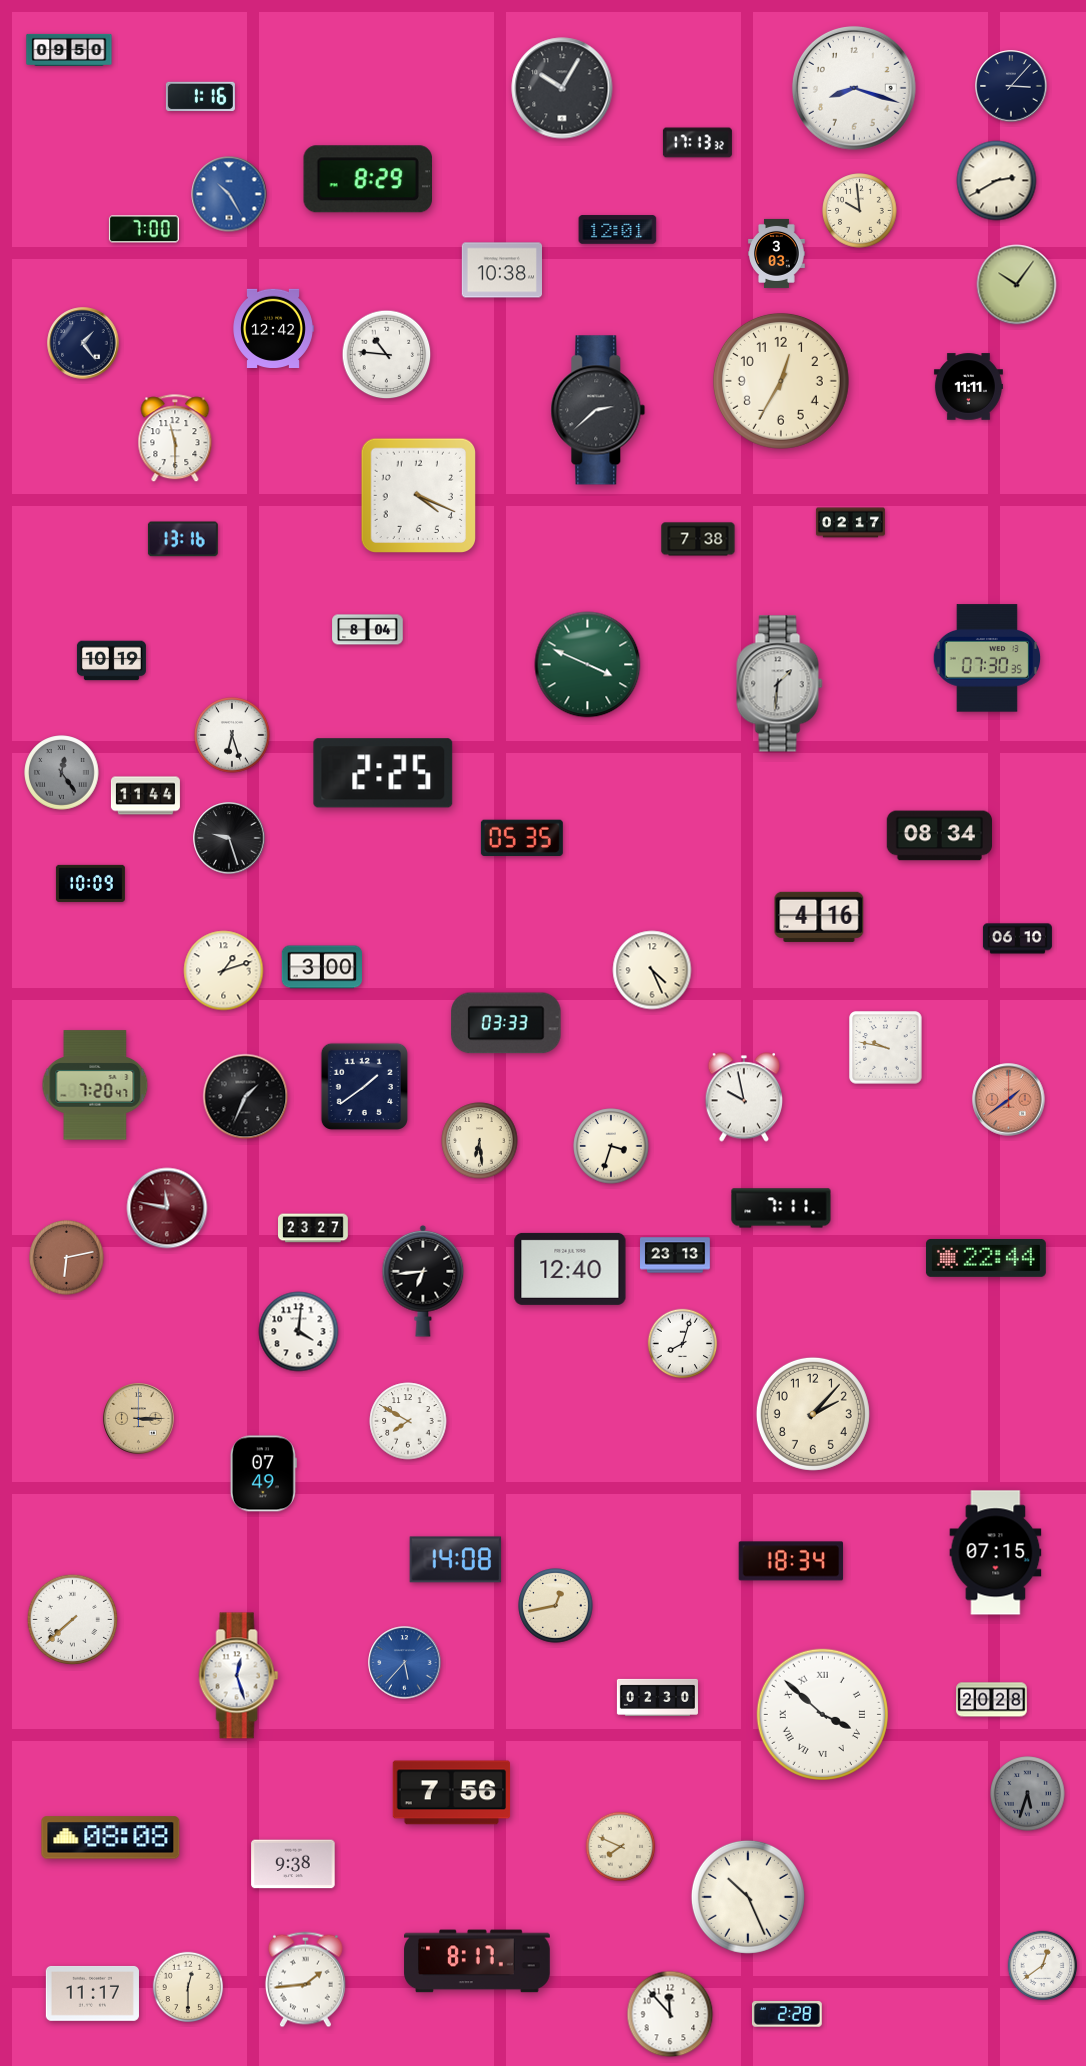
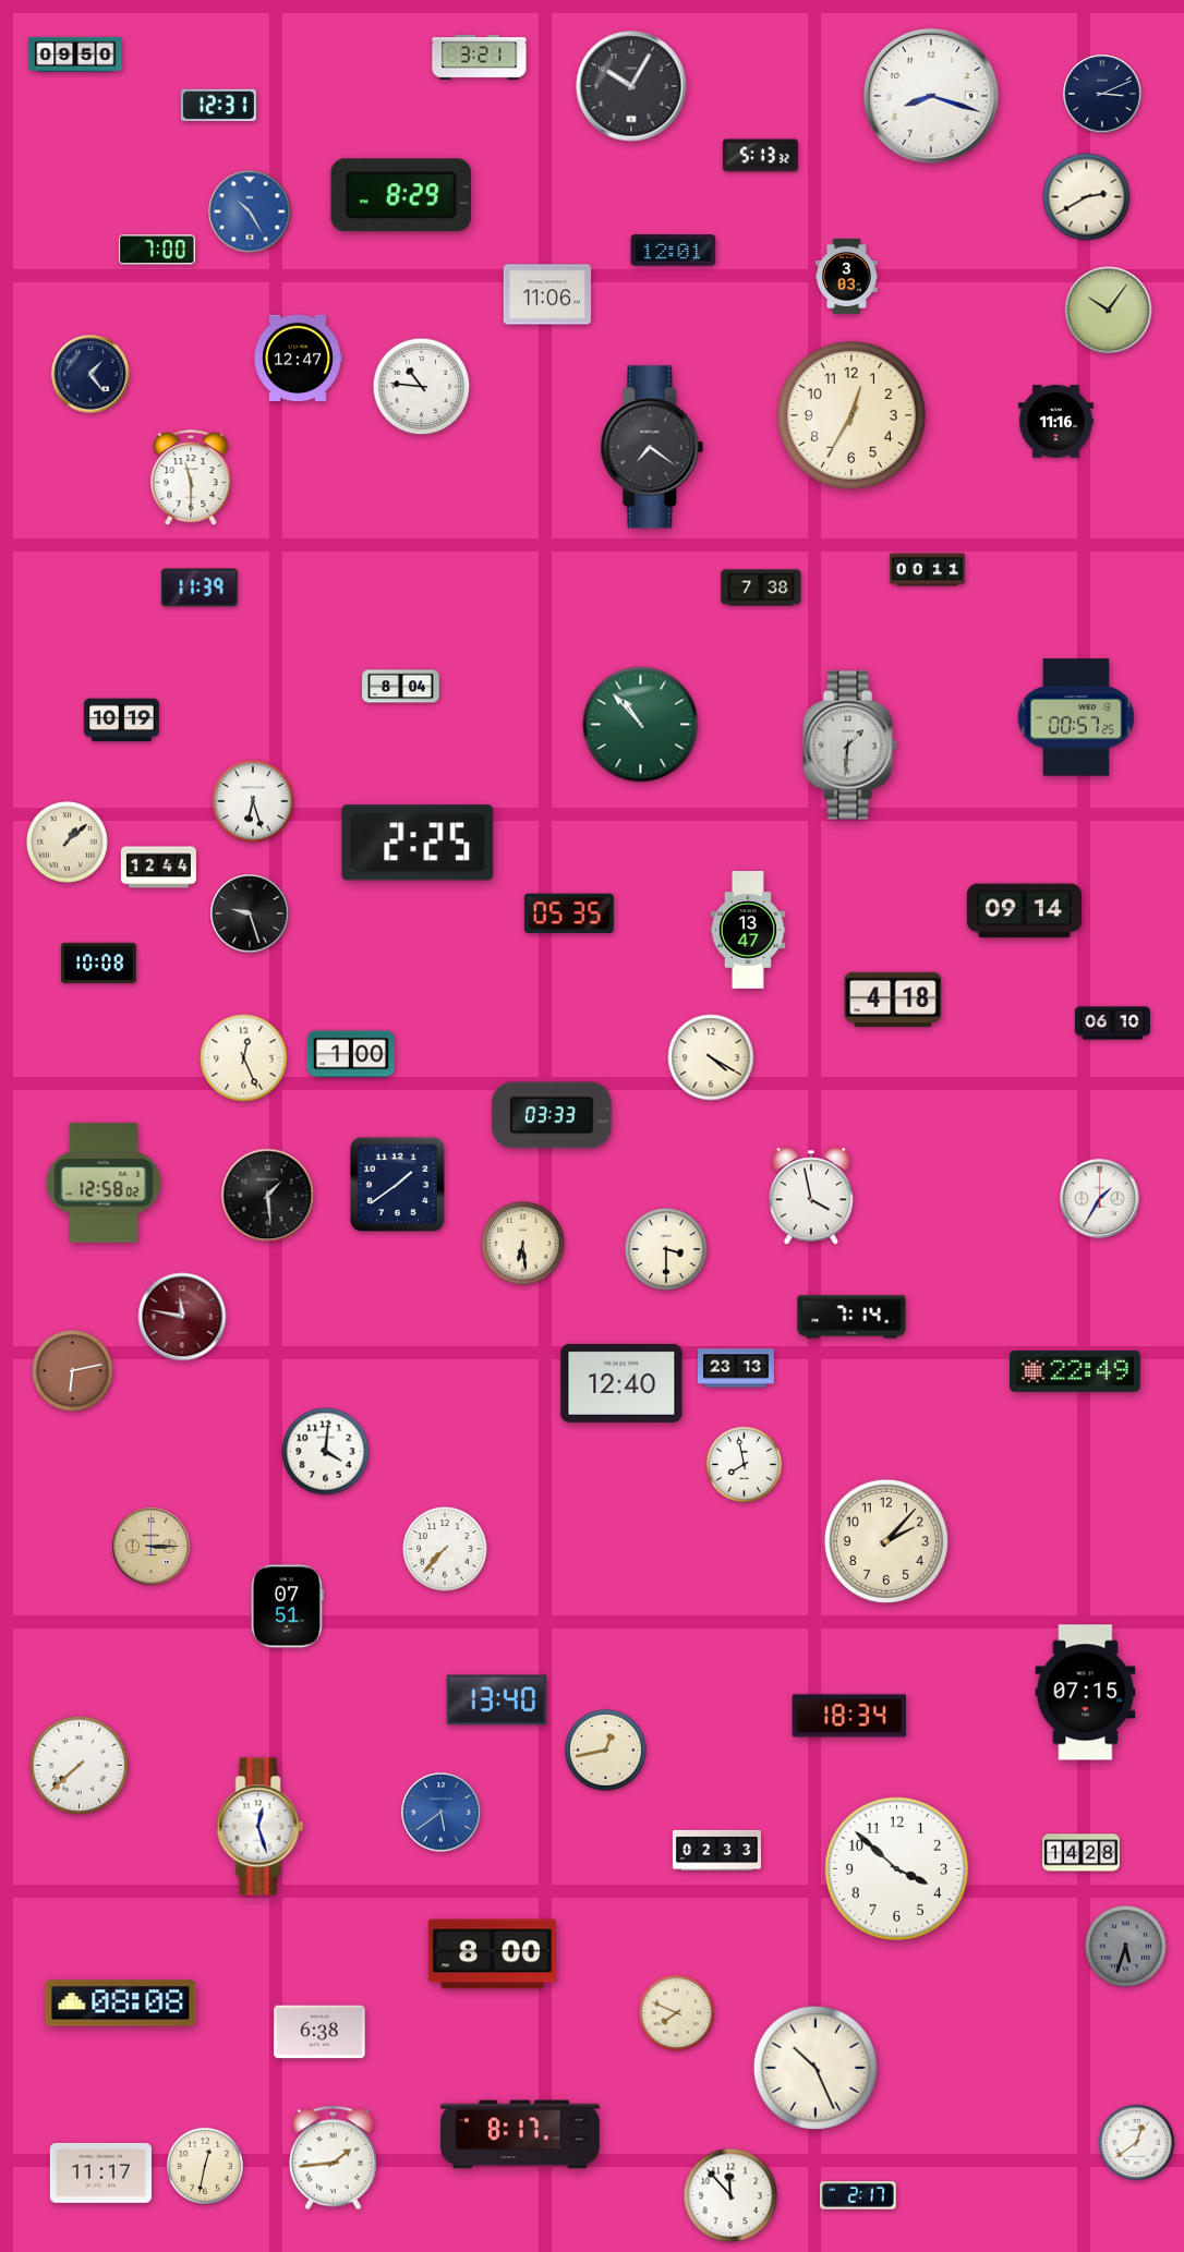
clock at (480, 58): none -> 3:21
clock at (1011, 86): 3:07 -> 3:11
clock at (562, 88) position: (562, 88) -> (631, 86)
clock at (200, 97): 1:16 -> 12:31
clock at (697, 143): 17:13 -> 5:13
clock at (860, 211): 9:59 -> none
clock at (501, 270): 10:38 -> 11:06
clock at (273, 328): 12:42 -> 12:47
clock at (968, 387): 11:11 -> 11:16
clock at (598, 410): 2:38 -> 7:21
clock at (419, 496): 4:19 -> none
clock at (850, 523): 02:17 -> 00:11
clock at (183, 539): 13:16 -> 11:39
clock at (986, 658): 07:30 -> 00:57
clock at (588, 665): 3:49 -> 10:53
clock at (62, 773): 12:24 -> 1:08
clock at (62, 773) dial: grey -> cream
clock at (145, 796): 11:44 -> 12:44
clock at (939, 836): 08:34 -> 09:14
clock at (748, 930): none -> 13:47
clock at (90, 883): 10:09 -> 10:08
clock at (819, 917): 4:16 -> 4:18
clock at (1017, 939) position: (1017, 939) -> (1112, 1024)
clock at (321, 967): 3:00 -> 1:00
clock at (652, 970): 4:26 -> 4:20
clock at (224, 971): 1:12 -> 12:26
clock at (886, 1048): 9:47 -> none
clock at (95, 1085): 7:20 -> 12:58
clock at (246, 1097): 1:34 -> 1:29
clock at (743, 1097): 9:58 -> 3:58
clock at (1009, 1100): 1:39 -> 1:35
clock at (1009, 1100) dial: salmon -> white
clock at (611, 1146): 3:33 -> 3:30
clock at (781, 1208): 7:11 -> 7:14
clock at (314, 1228): 23:27 -> none
clock at (986, 1258): 22:44 -> 22:49
clock at (423, 1281): 6:44 -> none
clock at (683, 1344): 8:03 -> 7:58
clock at (408, 1421): 7:50 -> 7:37
clock at (263, 1474): 07:49 -> 07:51
clock at (456, 1560): 14:08 -> 13:40
clock at (791, 1561) position: (791, 1561) -> (849, 1716)
clock at (405, 1663): 5:37 -> 5:39
clock at (657, 1697): 02:30 -> 02:33
clock at (992, 1700): 20:28 -> 14:28
clock at (822, 1714) numerals: Roman -> Arabic
clock at (452, 1793): 7:56 -> 8:00
clock at (1028, 1794) position: (1028, 1794) -> (1126, 1947)
clock at (293, 1864): 9:38 -> 6:38
clock at (477, 1961) position: (477, 1961) -> (520, 2134)
clock at (188, 1987): 12:30 -> 12:32
clock at (787, 2015): 2:28 -> 2:17
